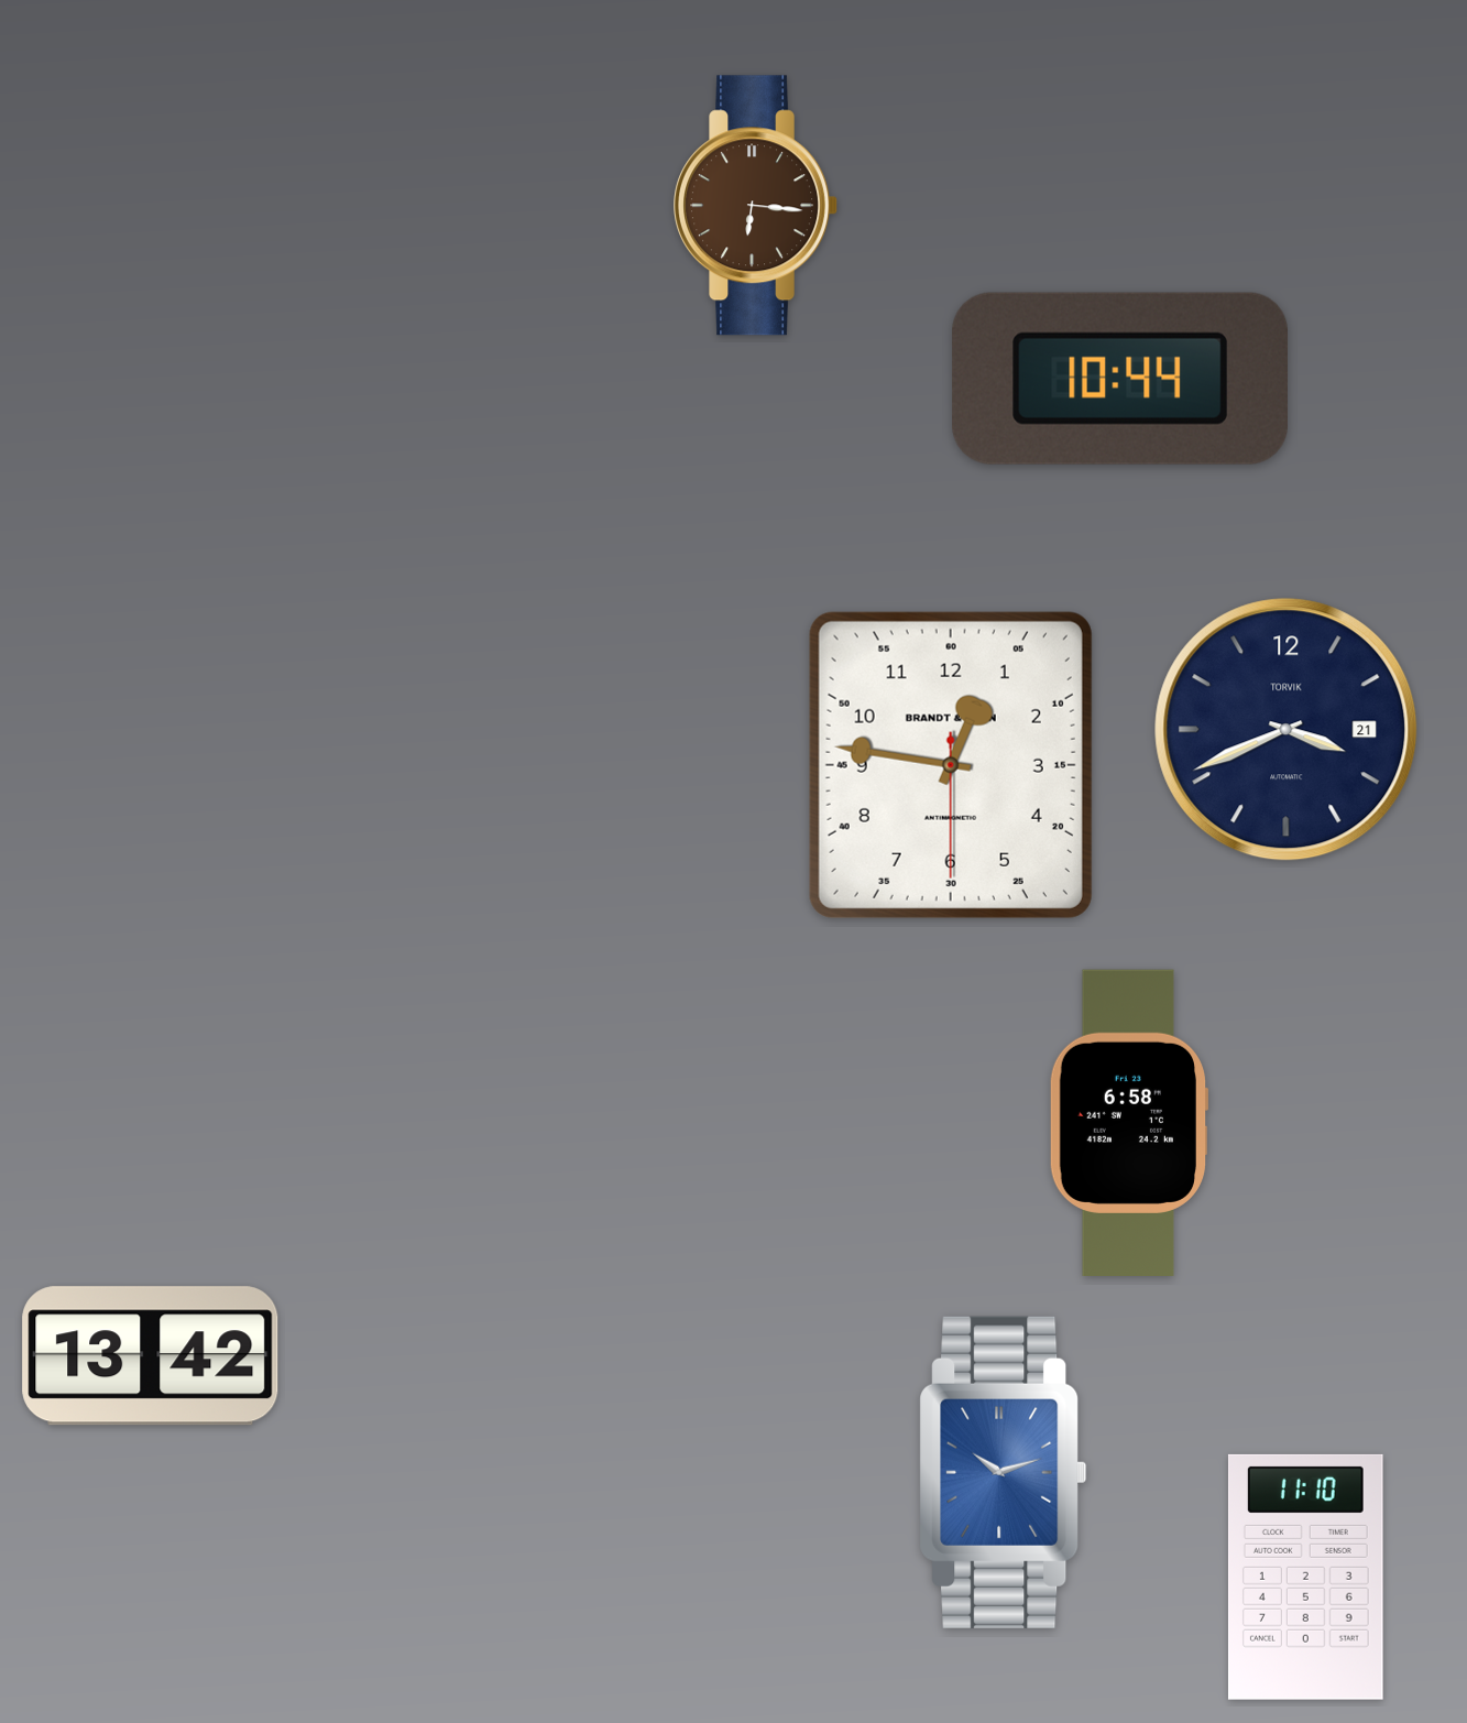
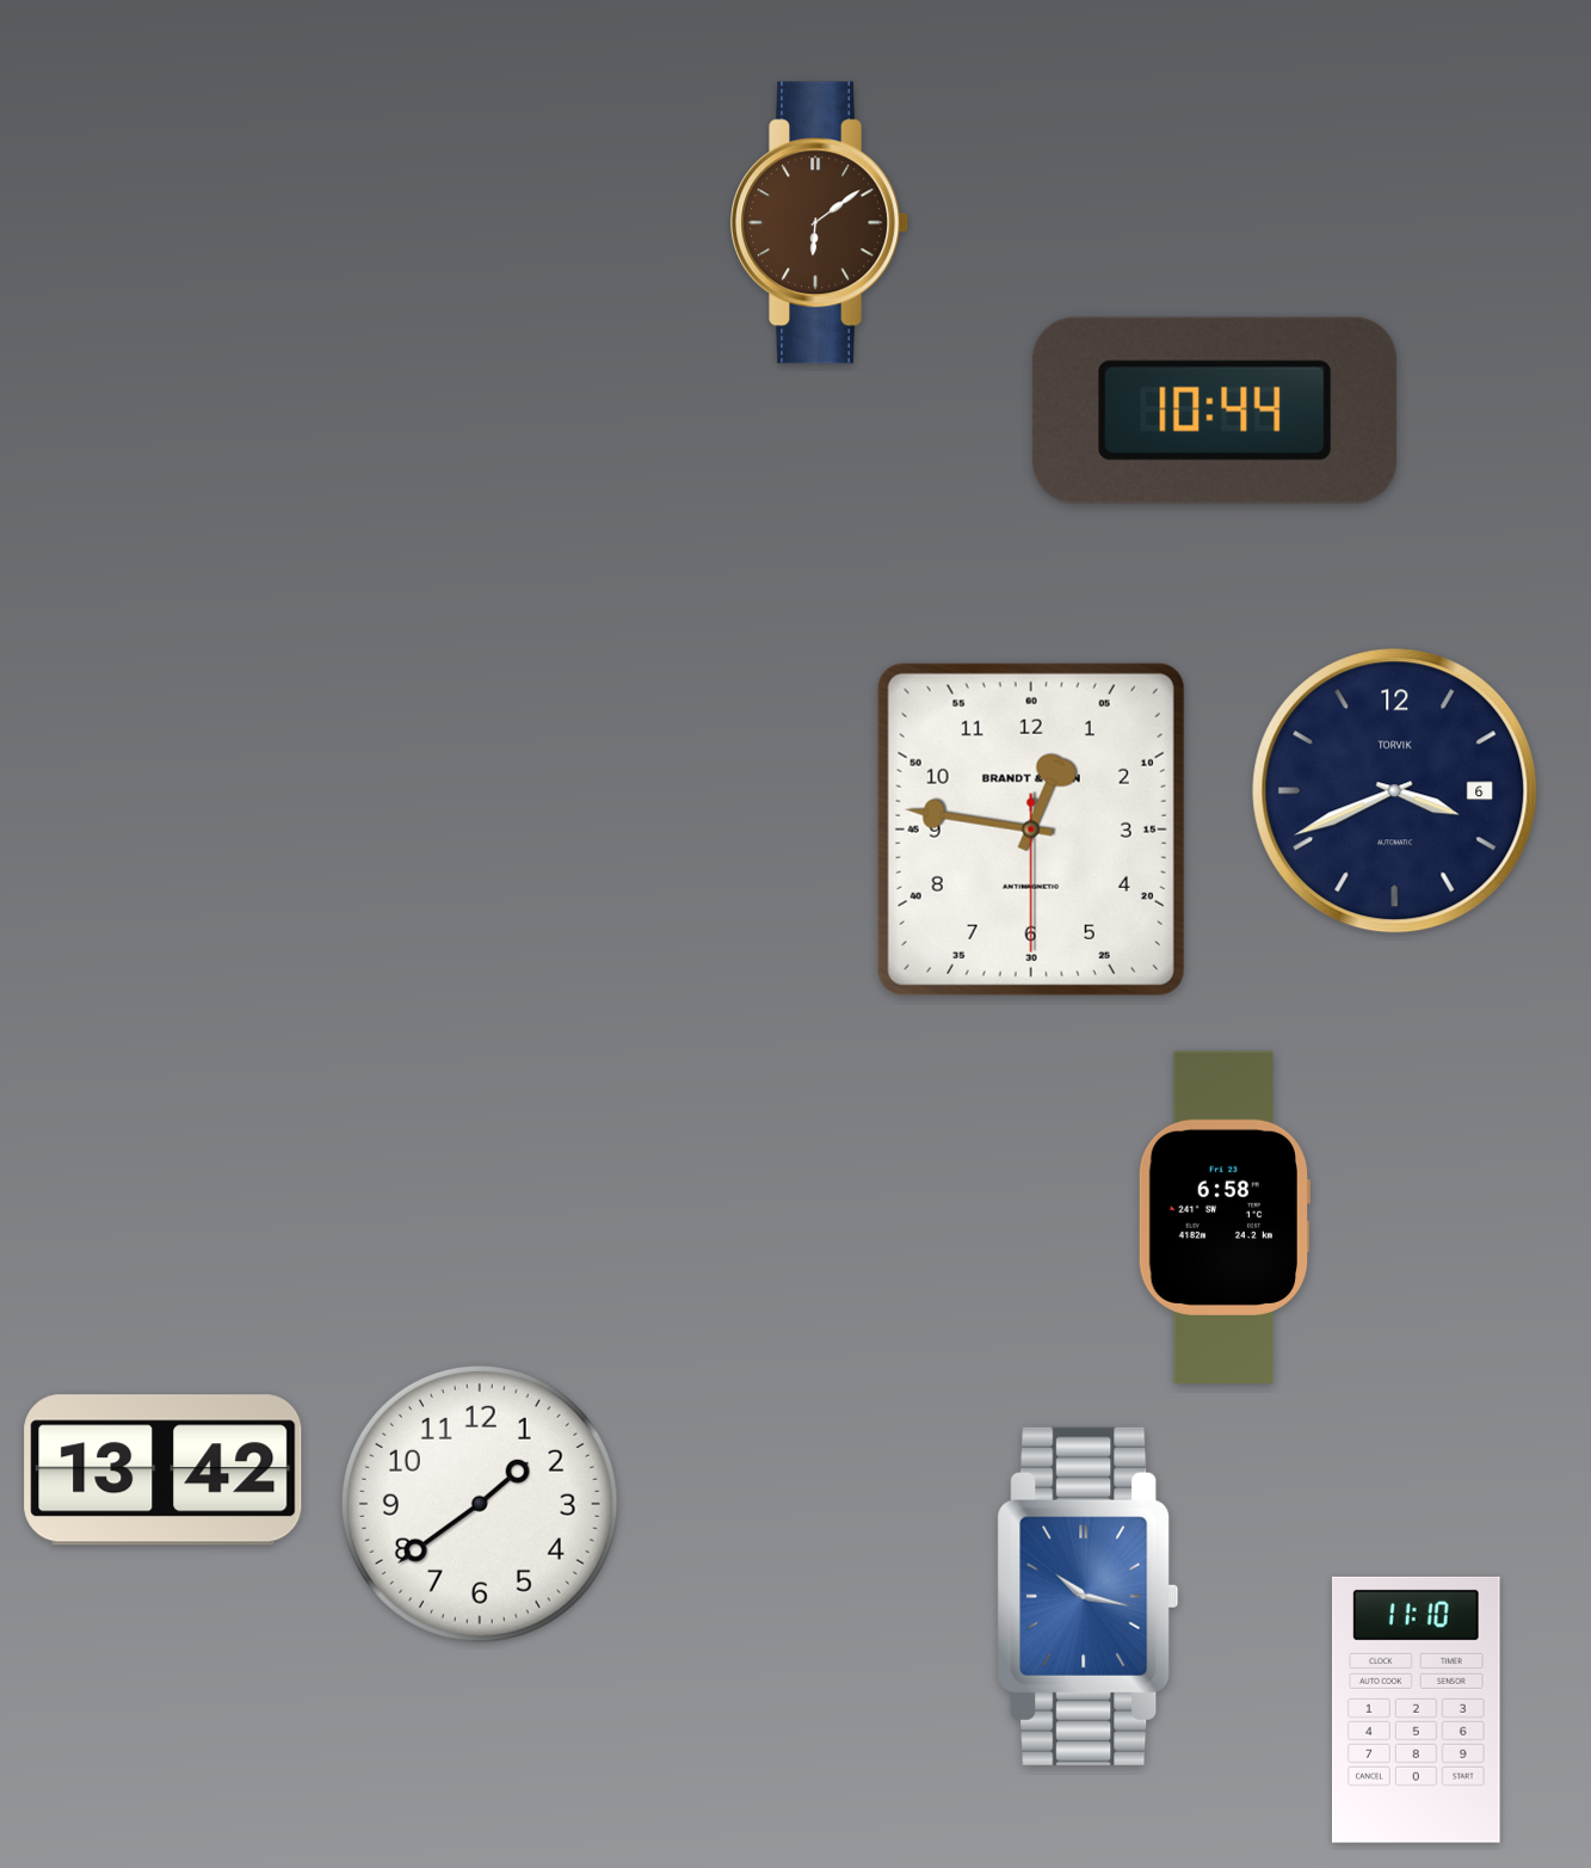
clock at (756, 206): 6:16 -> 6:09
clock at (1287, 730) date: 21 -> 6
clock at (480, 1504): none -> 1:39
clock at (1004, 1472): 10:12 -> 10:17
